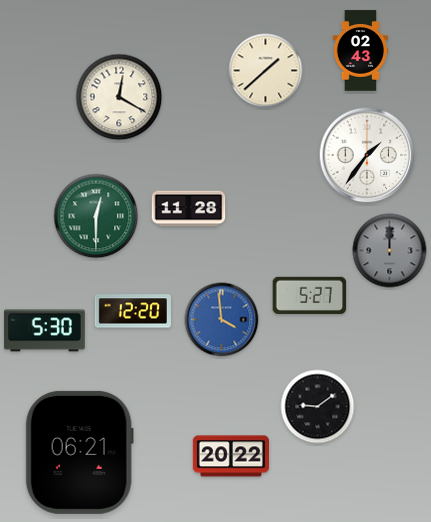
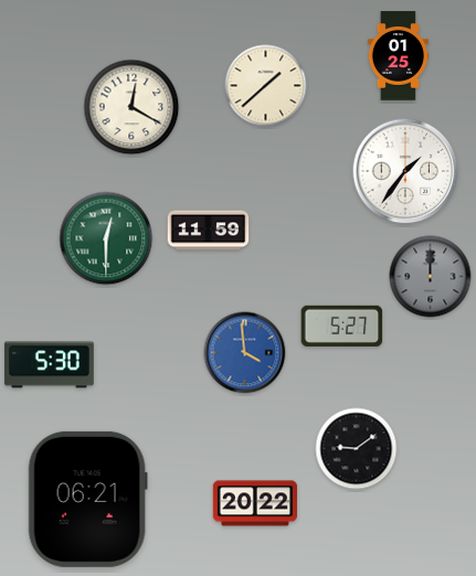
clock at (360, 51): 02:43 -> 01:25
clock at (266, 71) position: (266, 71) -> (266, 86)
clock at (189, 209): 11:28 -> 11:59
clock at (133, 311): 12:20 -> none
clock at (318, 407) position: (318, 407) -> (357, 449)
